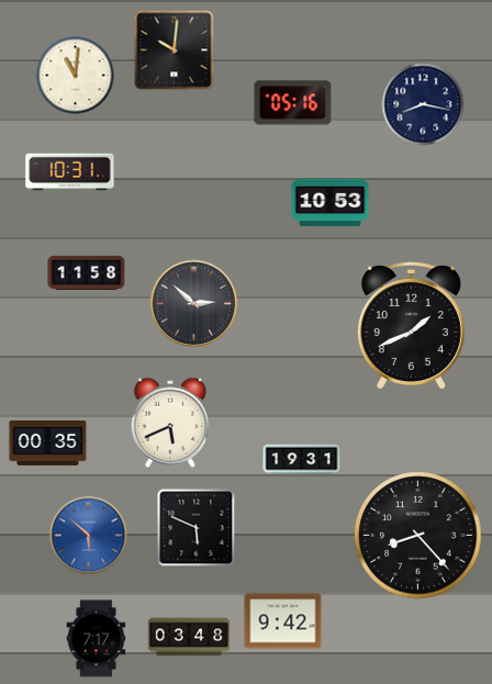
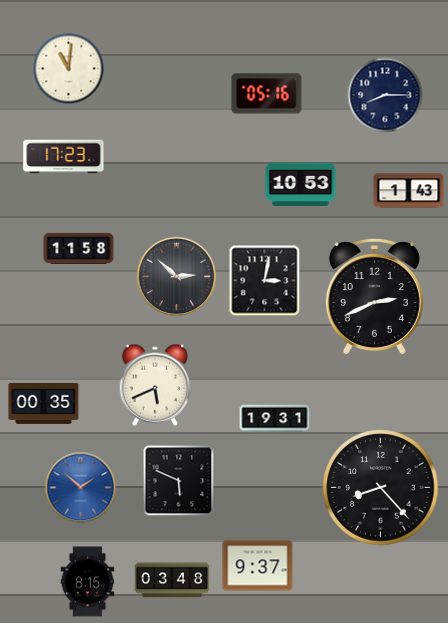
clock at (175, 51): 10:01 -> none
clock at (423, 104): 8:17 -> 8:15
clock at (70, 172): 10:31 -> 17:23
clock at (409, 191): none -> 1:43
clock at (265, 281): none -> 3:02
clock at (411, 326): 1:41 -> 2:41
clock at (89, 536): 5:52 -> 1:52
clock at (283, 621): 9:42 -> 9:37
clock at (97, 639): 7:17 -> 8:15
